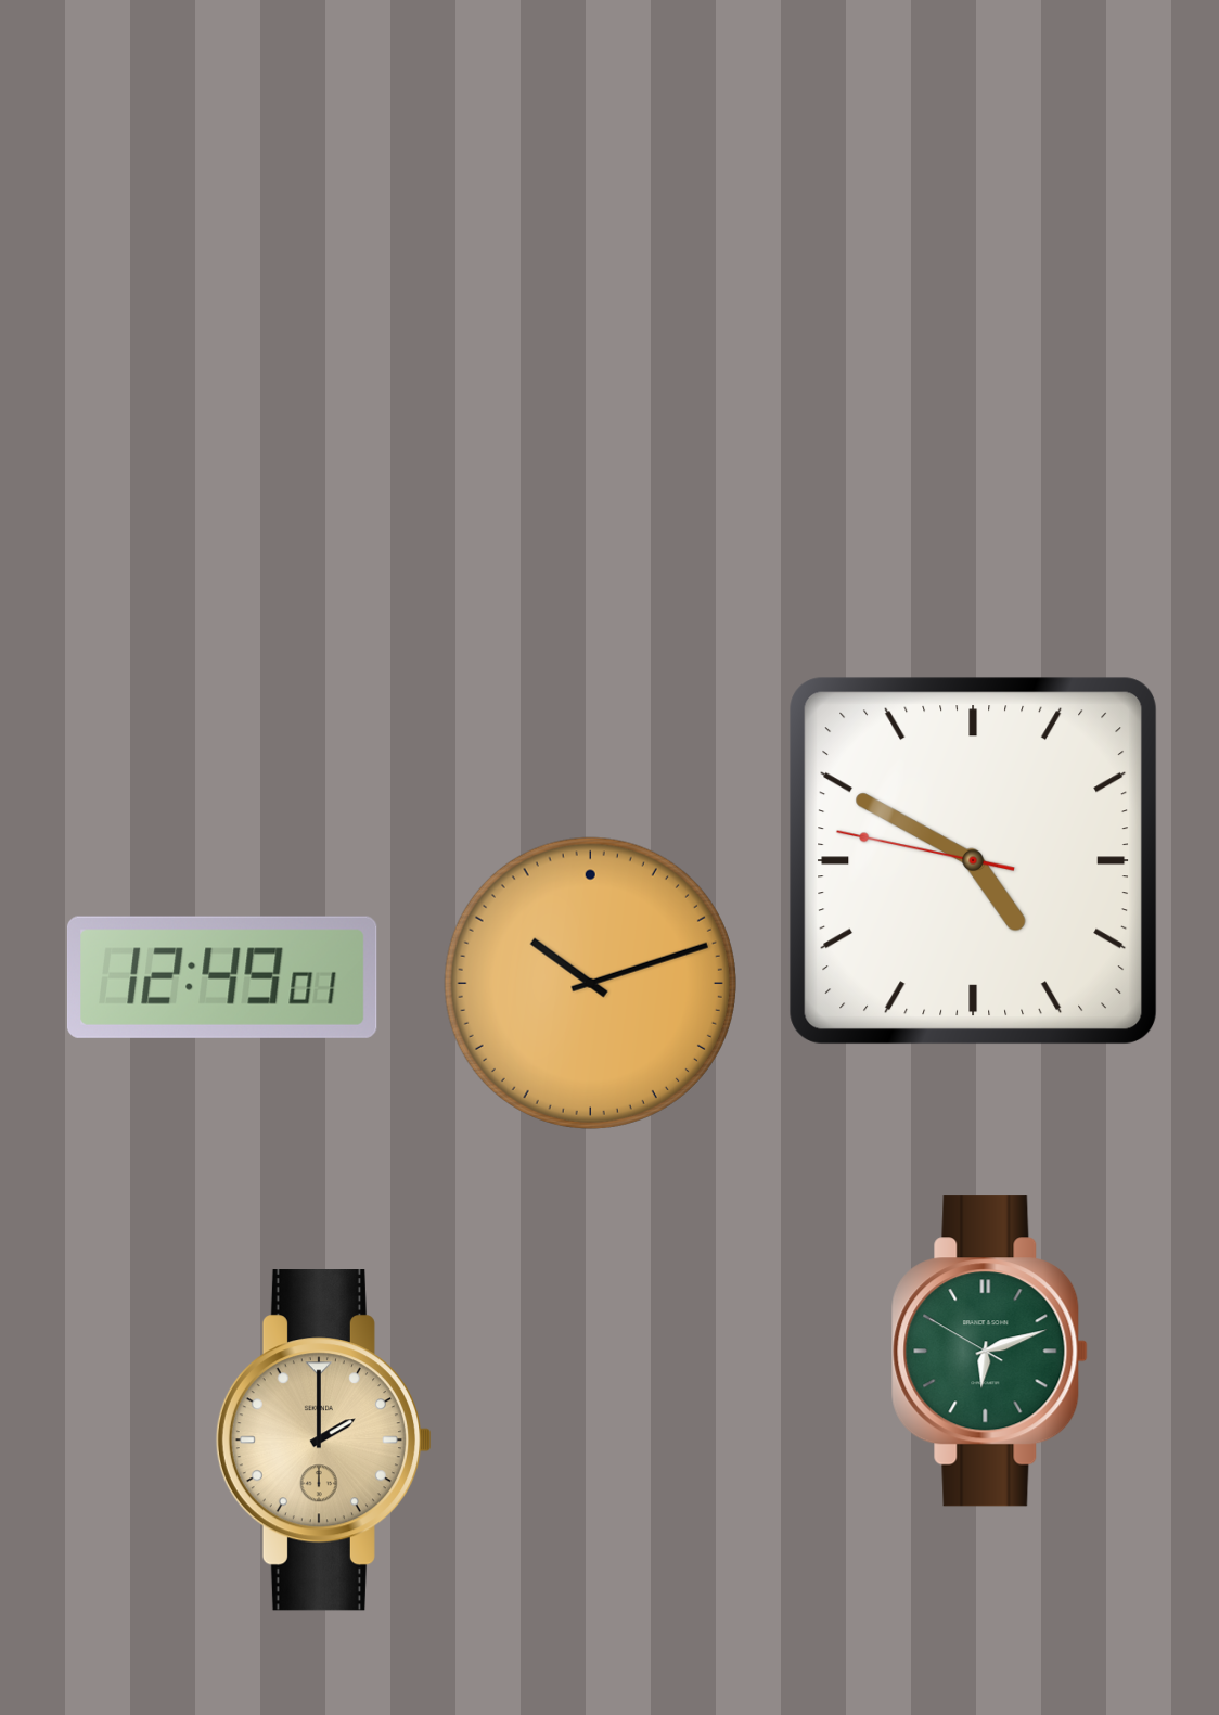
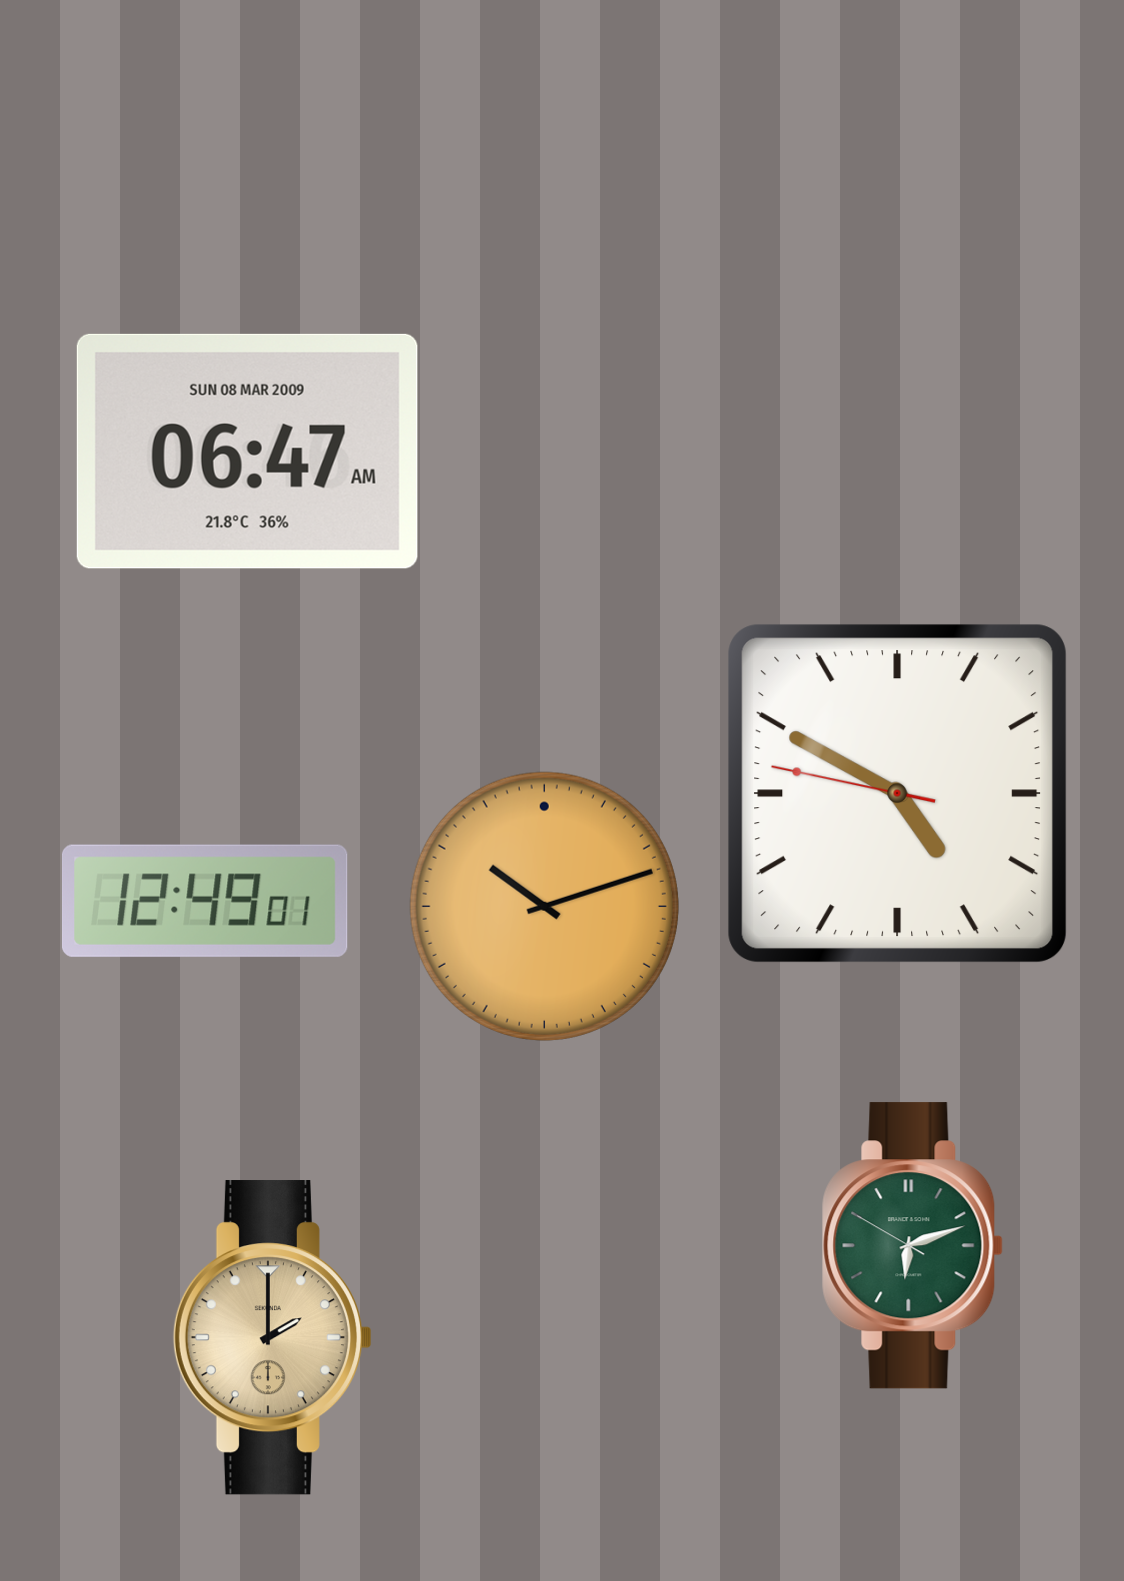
clock at (247, 451): none -> 06:47
clock at (323, 1441) position: (323, 1441) -> (272, 1338)
